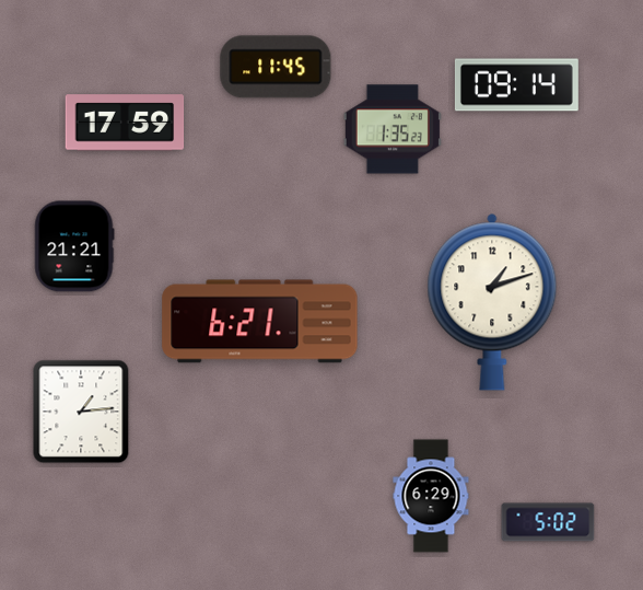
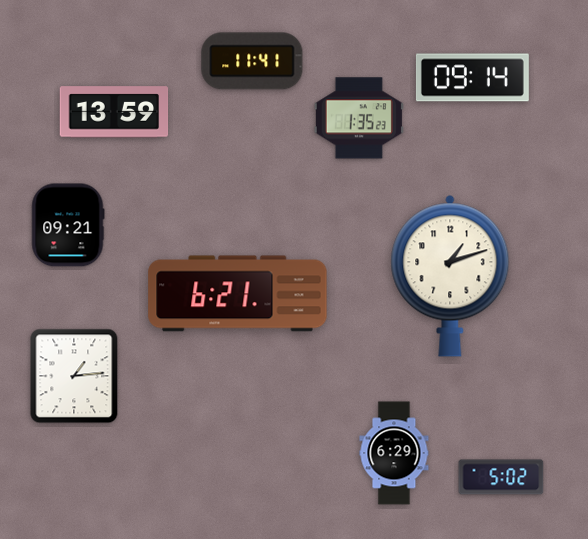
clock at (276, 67): 11:45 -> 11:41
clock at (125, 123): 17:59 -> 13:59
clock at (74, 246): 21:21 -> 09:21
